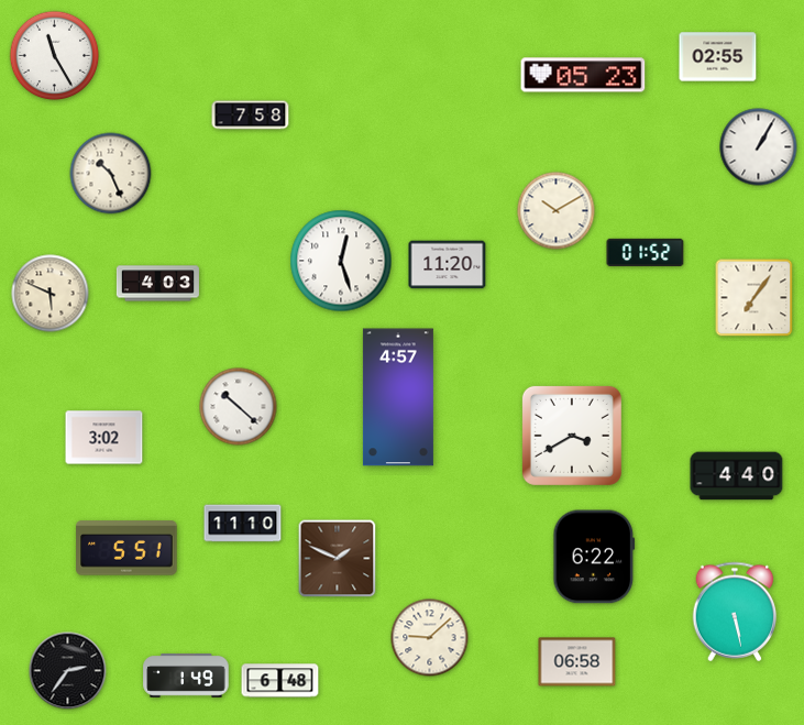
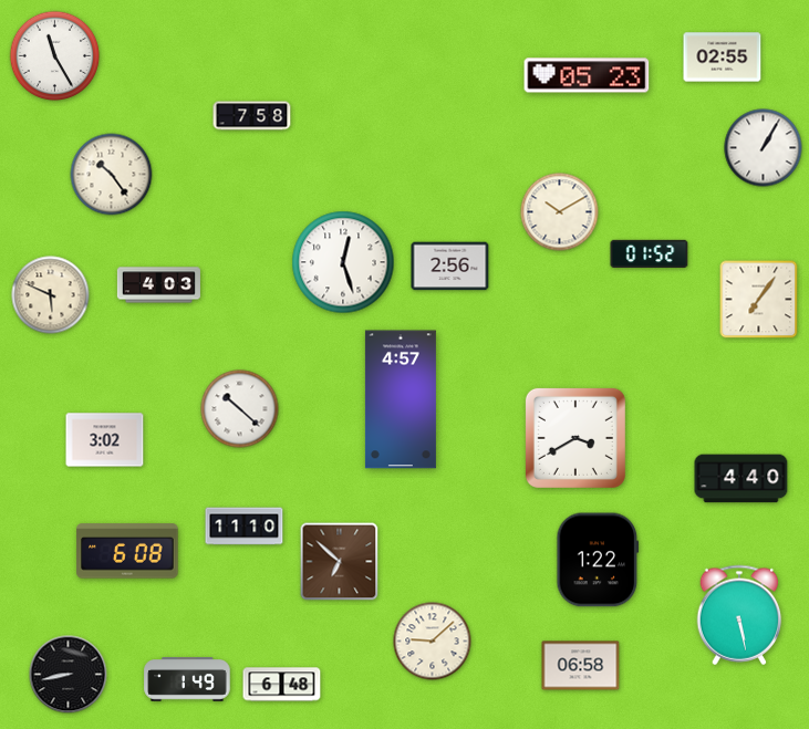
clock at (111, 174): 10:26 -> 10:24
clock at (448, 265): 11:20 -> 2:56
clock at (126, 548): 5:51 -> 6:08
clock at (594, 557): 6:22 -> 1:22
clock at (338, 559): 1:49 -> 6:52
clock at (68, 671): 2:36 -> 8:43
